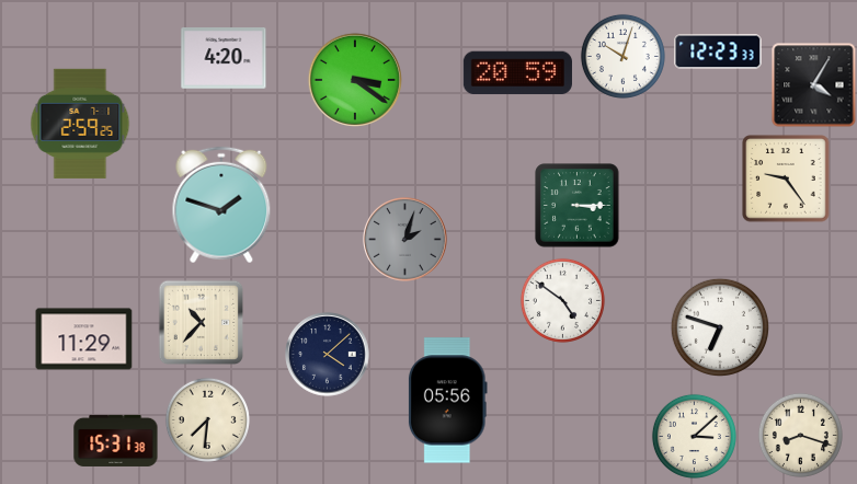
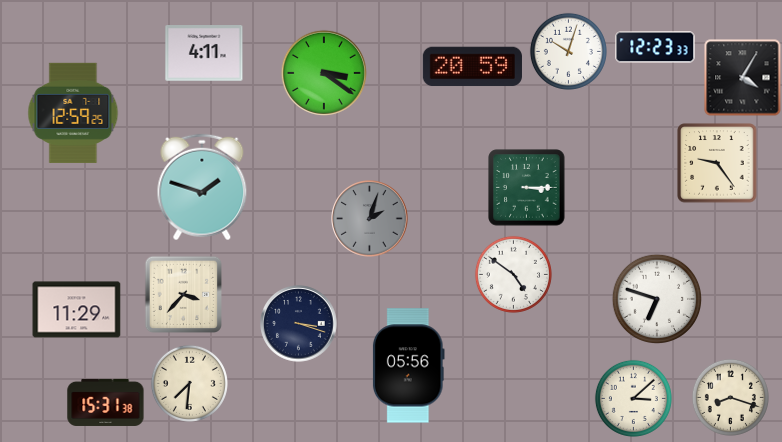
clock at (224, 59): 4:20 -> 4:11
clock at (80, 124): 2:59 -> 12:59
clock at (201, 322): 10:37 -> 3:37
clock at (328, 355): 4:08 -> 3:18
